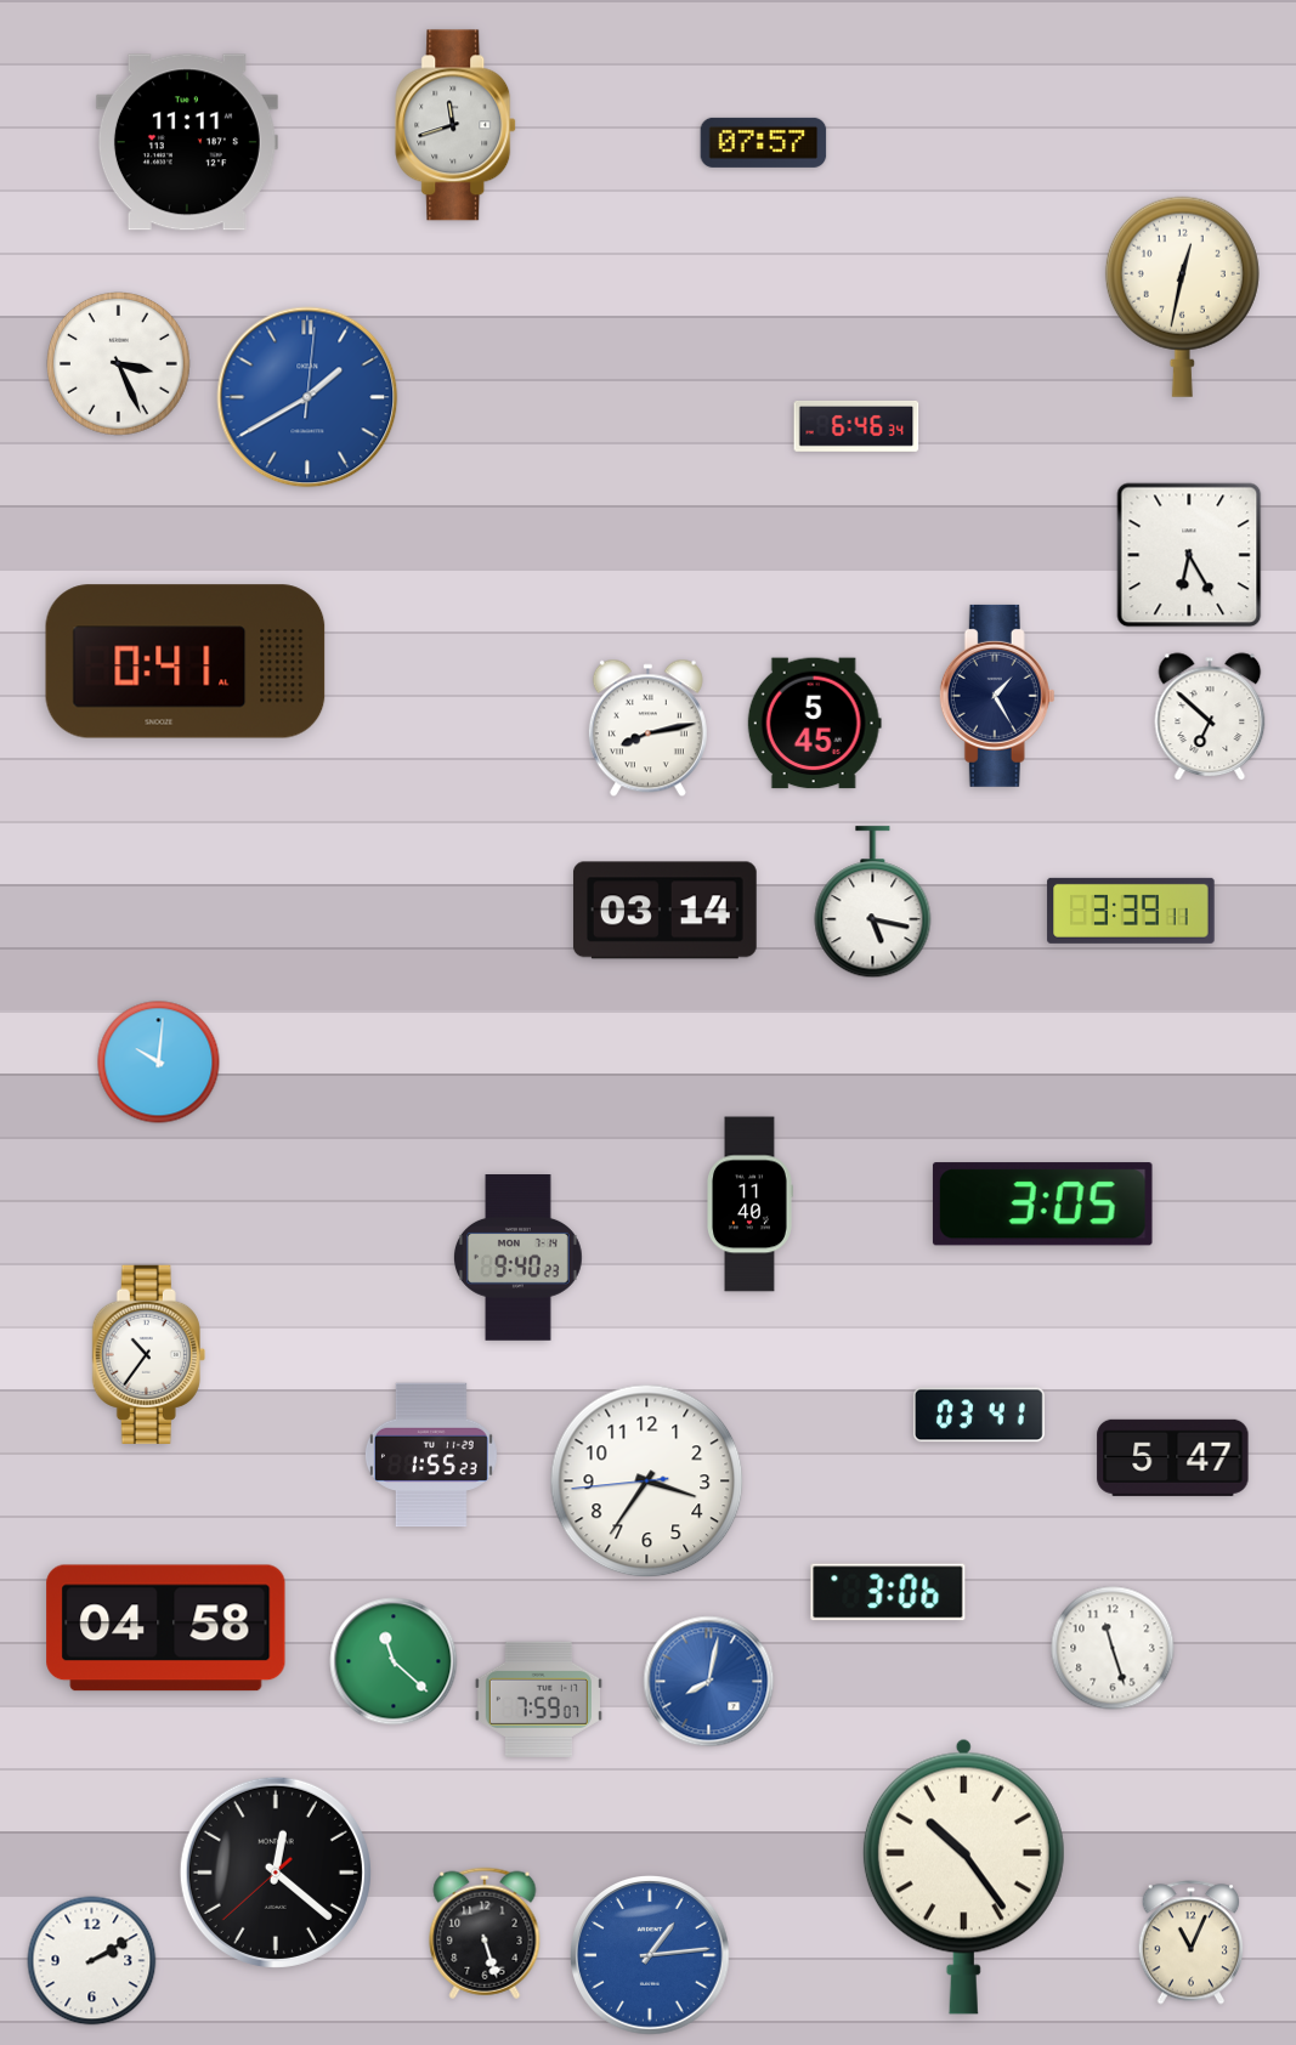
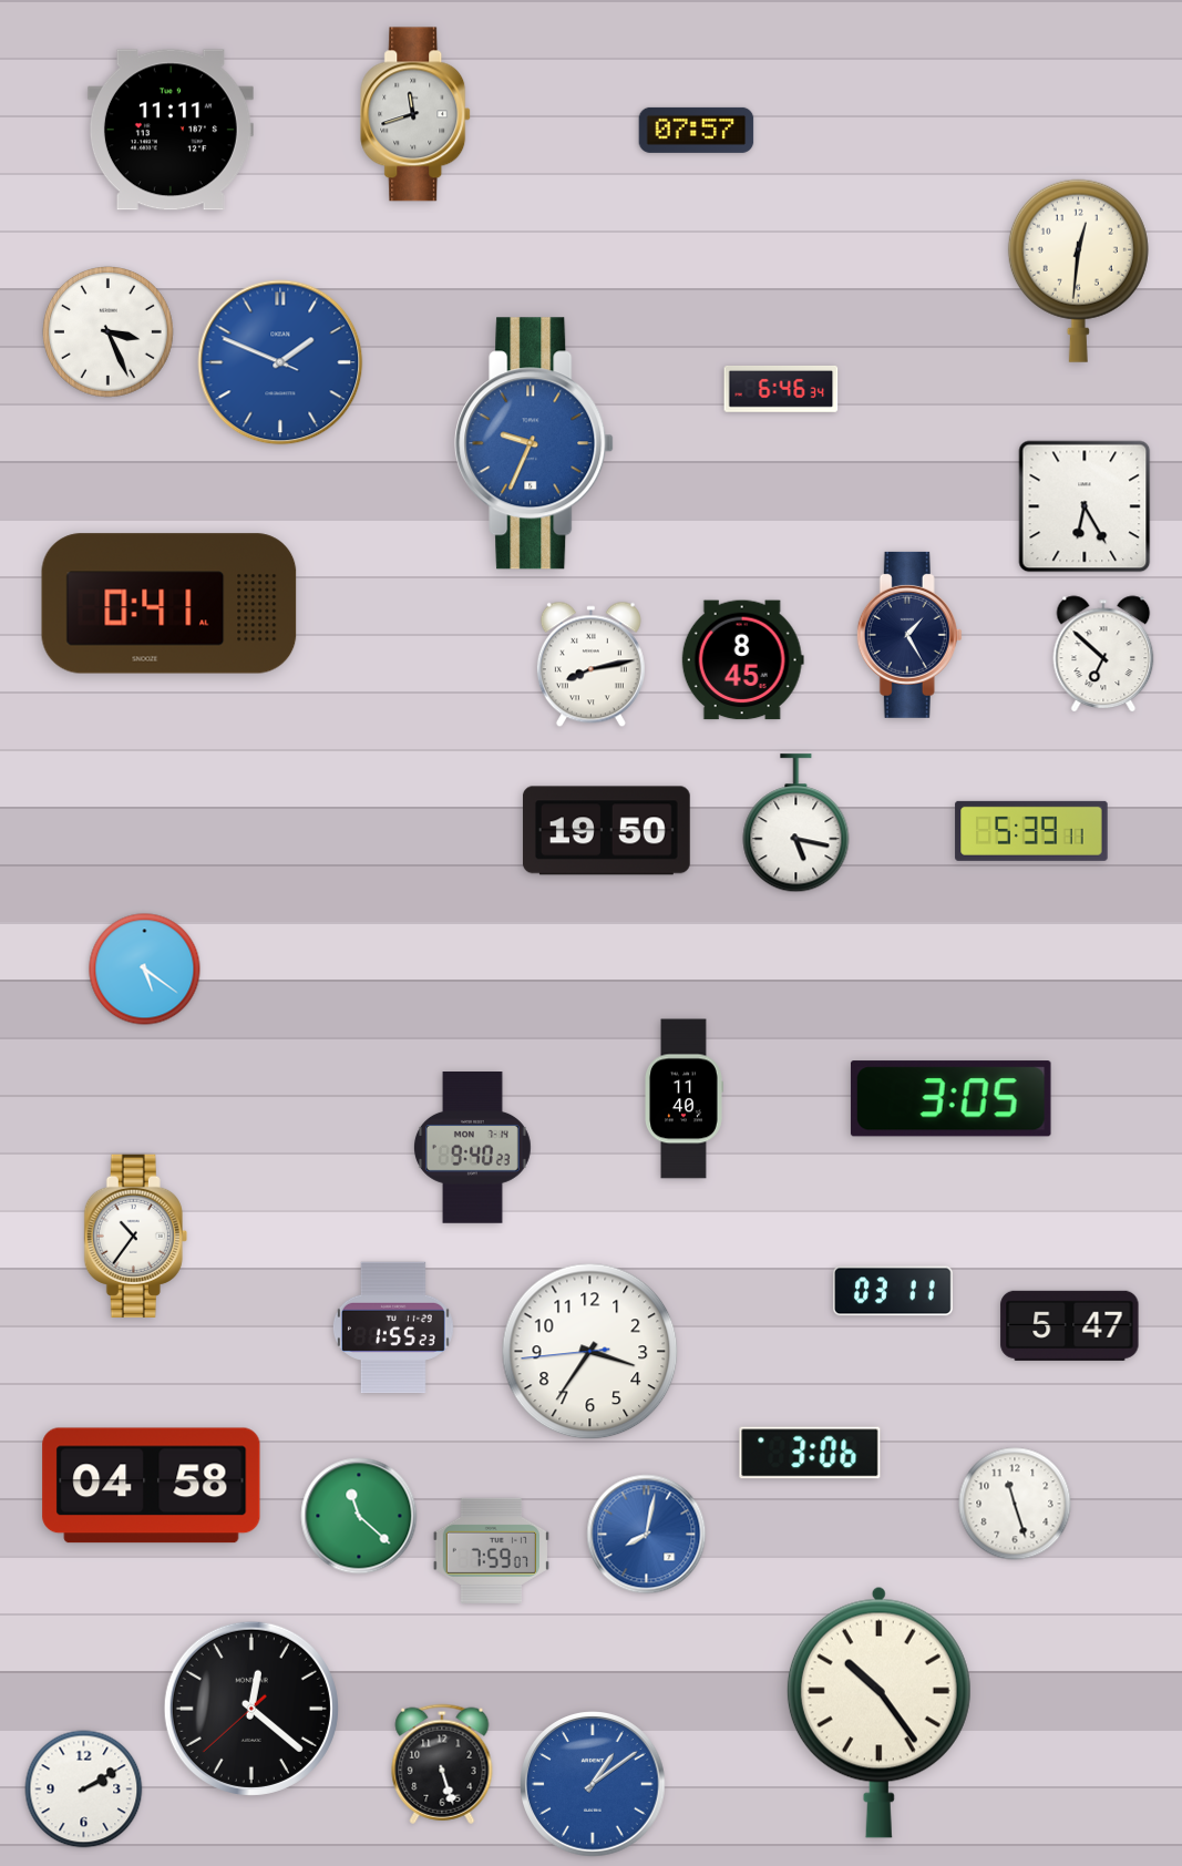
clock at (1182, 296): 12:32 -> 12:31
clock at (307, 397): 1:40 -> 1:48
clock at (534, 443): none -> 9:34
clock at (814, 724): 5:45 -> 8:45
clock at (664, 911): 03:14 -> 19:50
clock at (1131, 911): 3:39 -> 5:39
clock at (159, 1063): 10:01 -> 5:21
clock at (979, 1415): 03:41 -> 03:11
clock at (1173, 1457) position: (1173, 1457) -> (1070, 1325)
clock at (1192, 1943): 11:04 -> none
clock at (650, 1955): 1:14 -> 1:09
